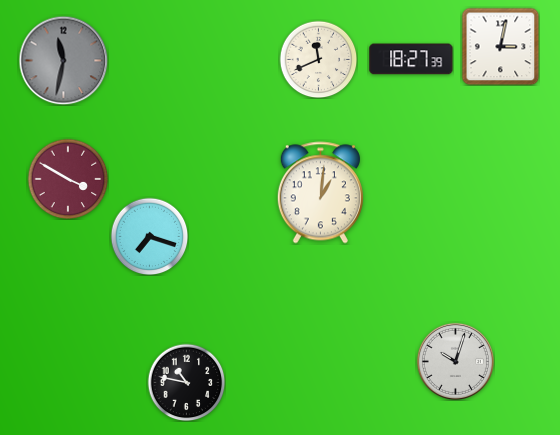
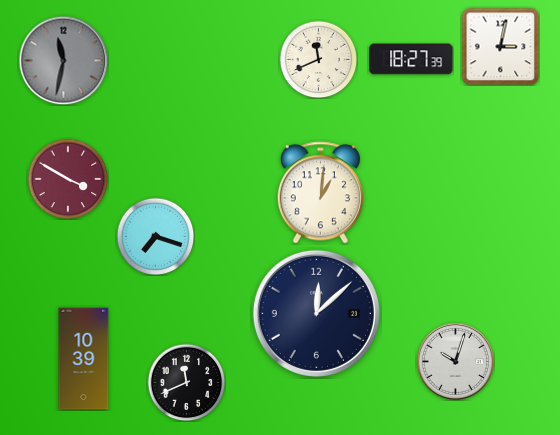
clock at (149, 236) position: (149, 236) -> (155, 236)
clock at (316, 313): none -> 12:08
clock at (84, 359): none -> 10:39
clock at (186, 382): 10:47 -> 11:41
